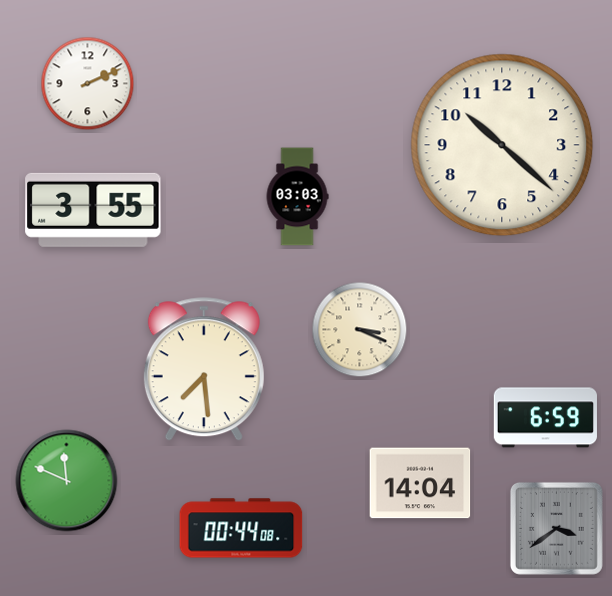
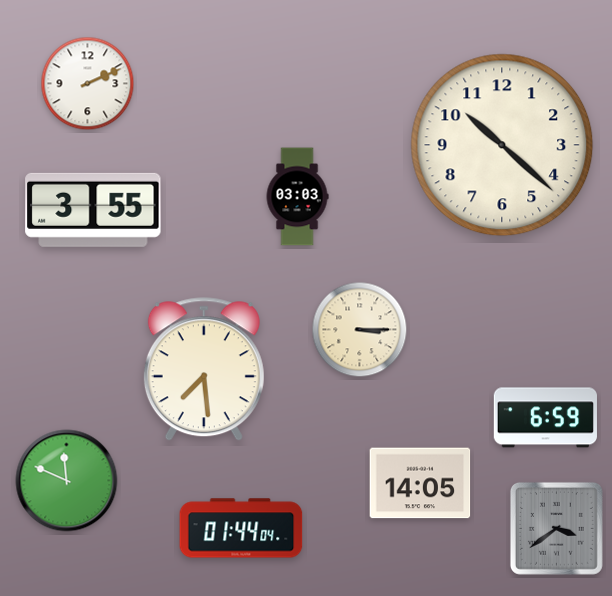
clock at (360, 330): 3:19 -> 3:15
clock at (420, 483): 14:04 -> 14:05
clock at (241, 528): 00:44 -> 01:44
